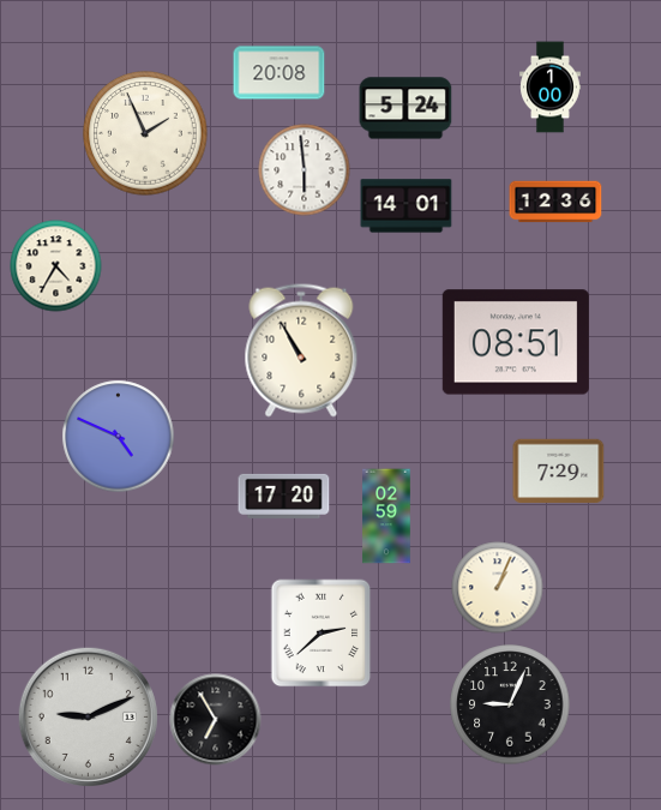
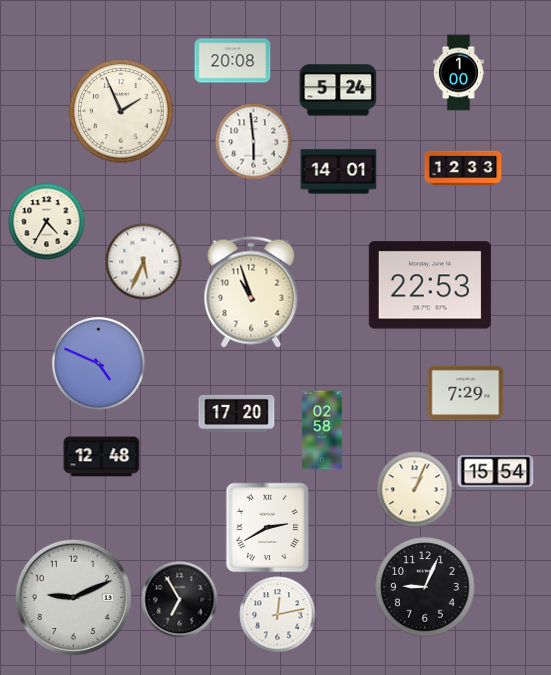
clock at (555, 202): 12:36 -> 12:33
clock at (144, 262): none -> 5:34
clock at (516, 342): 08:51 -> 22:53
clock at (301, 350): 10:55 -> 10:57
clock at (386, 516): 02:59 -> 02:58
clock at (102, 457): none -> 12:48
clock at (496, 473): none -> 15:54
clock at (322, 634): 2:38 -> 2:40
clock at (278, 615): none -> 12:13
